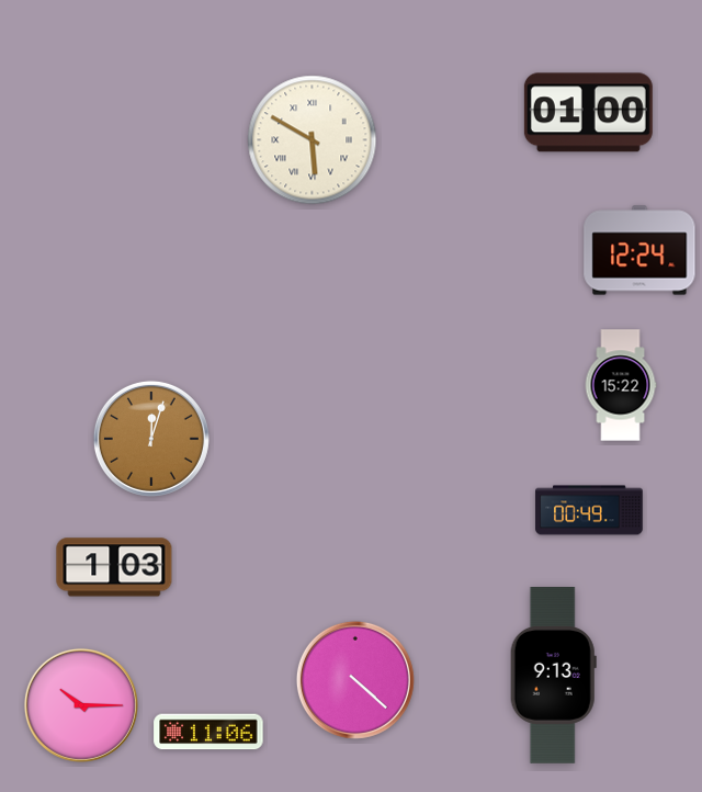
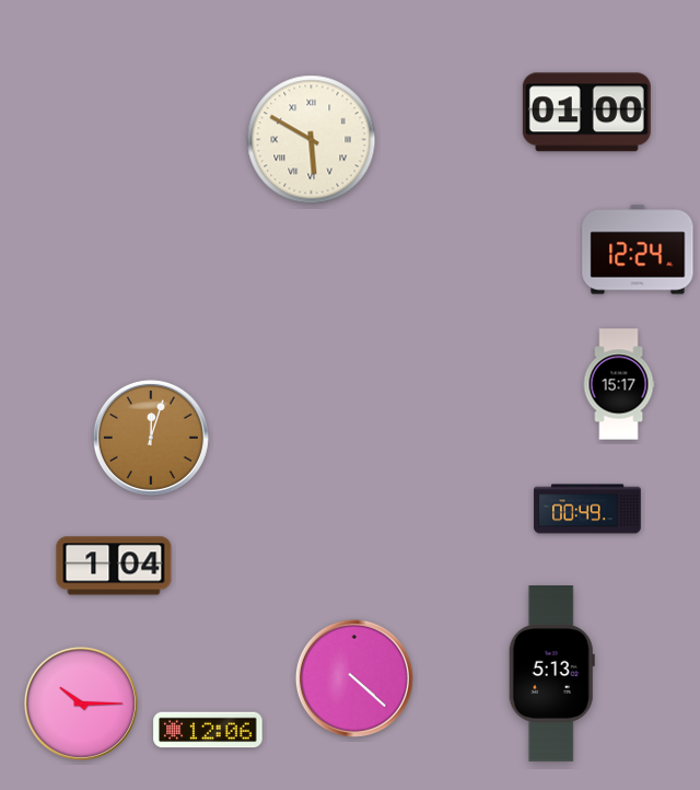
clock at (621, 385): 15:22 -> 15:17
clock at (114, 567): 1:03 -> 1:04
clock at (553, 676): 9:13 -> 5:13
clock at (208, 732): 11:06 -> 12:06
